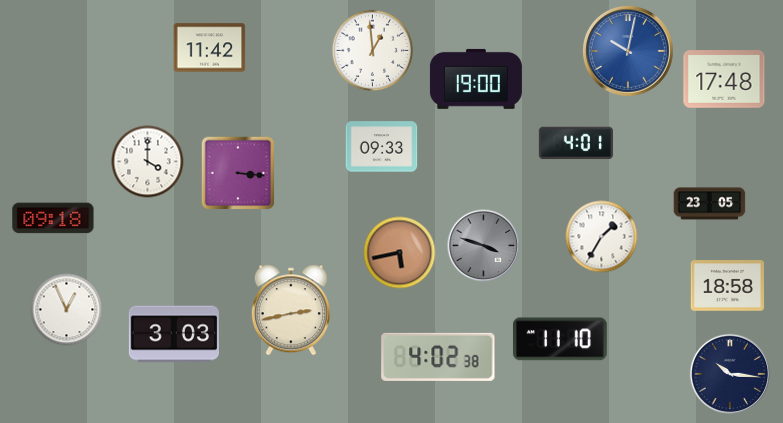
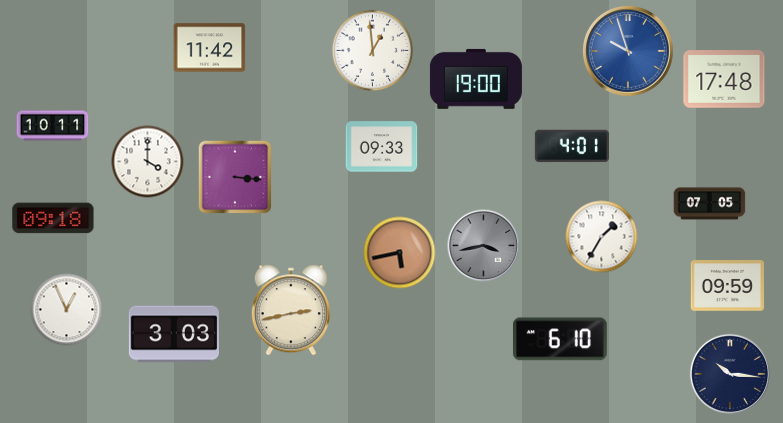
clock at (629, 52): 10:02 -> 9:57
clock at (53, 126): none -> 10:11
clock at (576, 143) position: (576, 143) -> (572, 146)
clock at (238, 173) position: (238, 173) -> (235, 177)
clock at (710, 204): 23:05 -> 07:05
clock at (484, 246): 3:48 -> 3:43
clock at (728, 286): 18:58 -> 09:59
clock at (560, 339): 11:10 -> 6:10
clock at (438, 357): 4:02 -> none
